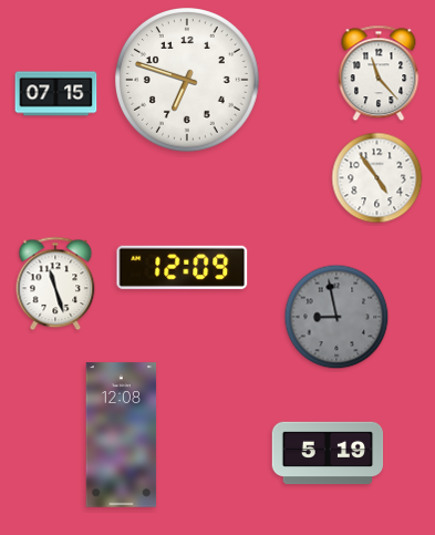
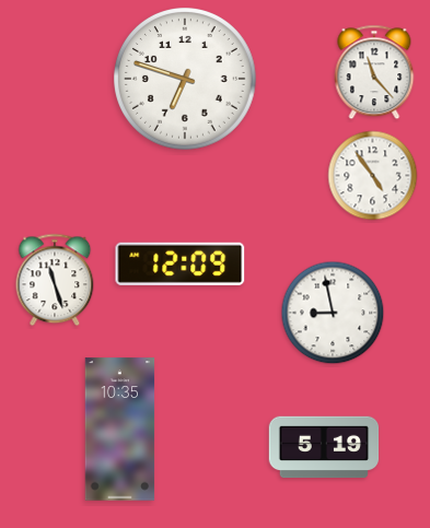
clock at (56, 94): 07:15 -> none
clock at (336, 317) dial: grey -> white
clock at (122, 435): 12:08 -> 10:35
